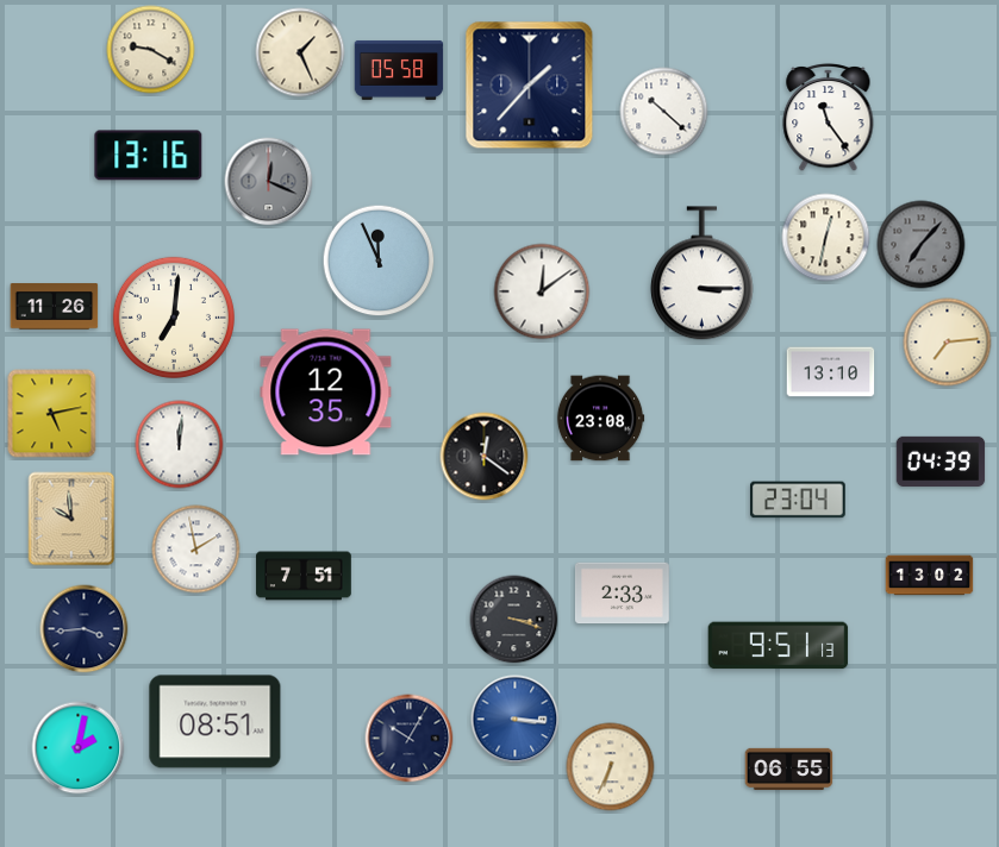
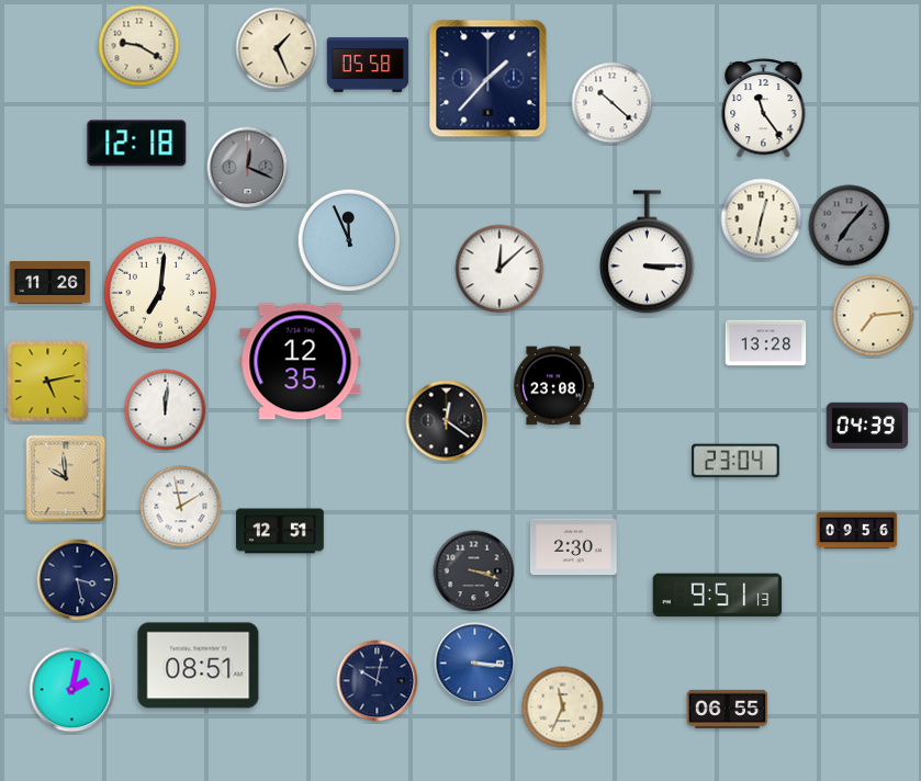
clock at (149, 156): 13:16 -> 12:18
clock at (542, 291): 12:09 -> 12:08
clock at (831, 372): 13:10 -> 13:28
clock at (304, 576): 7:51 -> 12:51
clock at (930, 576): 13:02 -> 09:56
clock at (622, 594): 2:33 -> 2:30
clock at (85, 629): 3:44 -> 3:28
clock at (410, 739): 10:05 -> 10:02
clock at (611, 767): 6:34 -> 11:34
